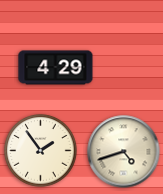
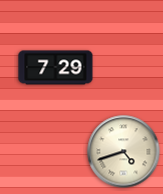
clock at (56, 68): 4:29 -> 7:29
clock at (41, 151): 1:54 -> none
